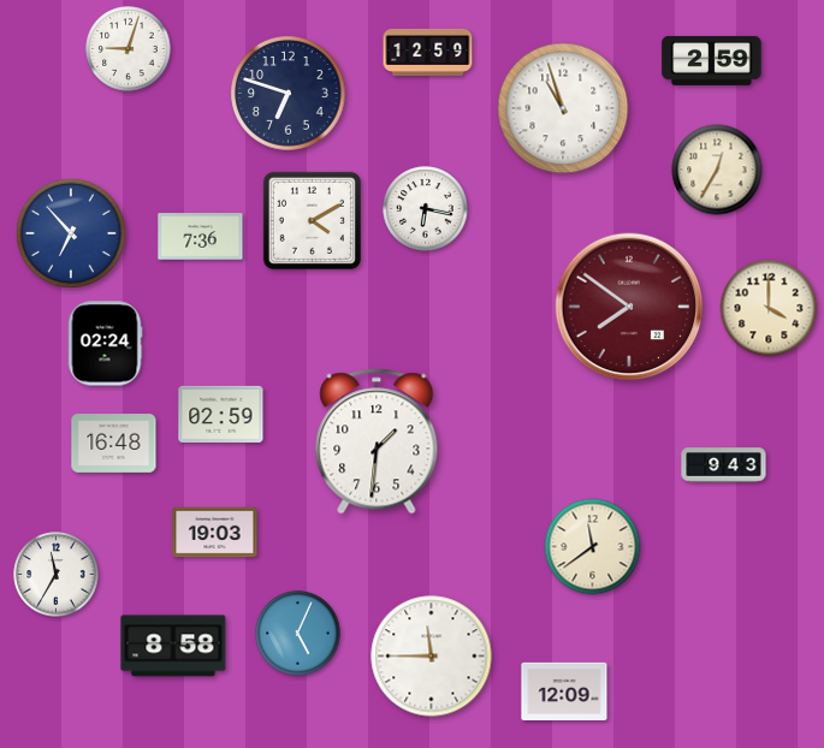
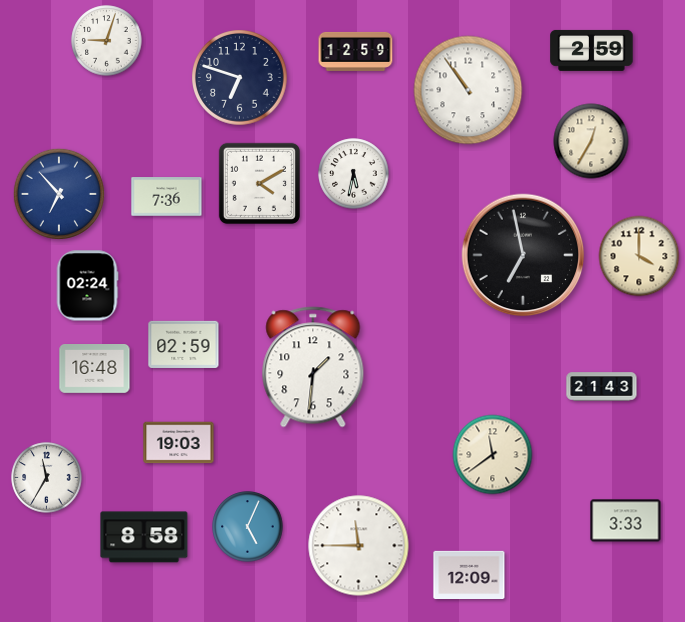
clock at (428, 52) position: (428, 52) -> (356, 51)
clock at (563, 108): 10:57 -> 10:54
clock at (717, 170) position: (717, 170) -> (591, 141)
clock at (426, 209): 6:17 -> 5:32
clock at (629, 307): 7:51 -> 6:58
clock at (629, 307) dial: burgundy -> black
clock at (724, 465): 9:43 -> 21:43
clock at (626, 521): none -> 3:33
